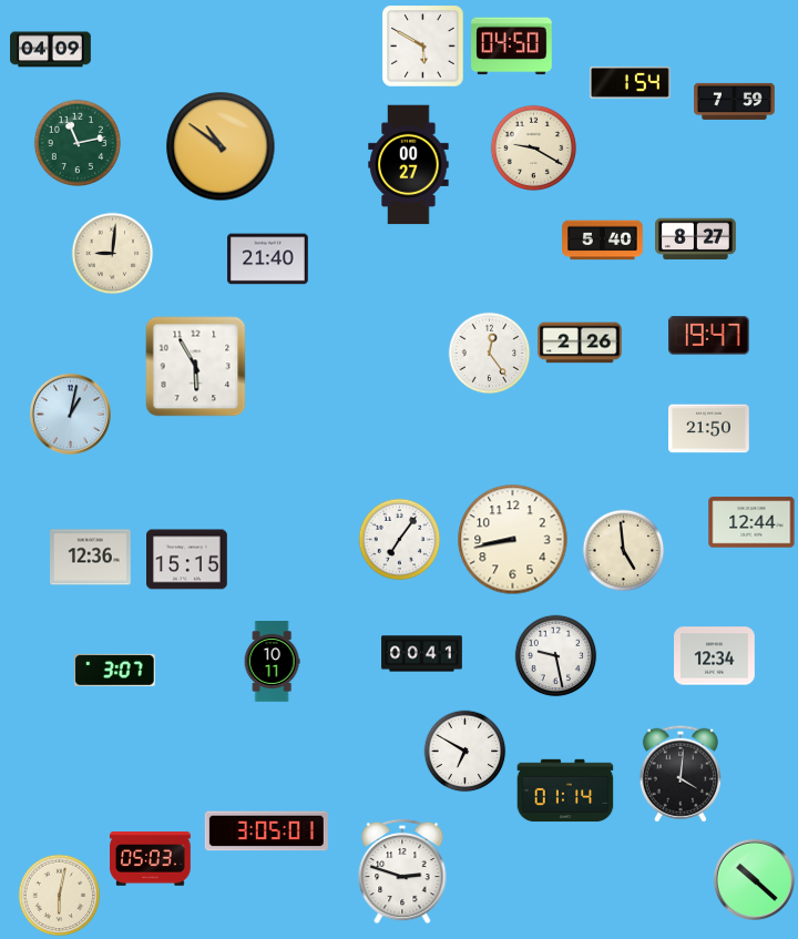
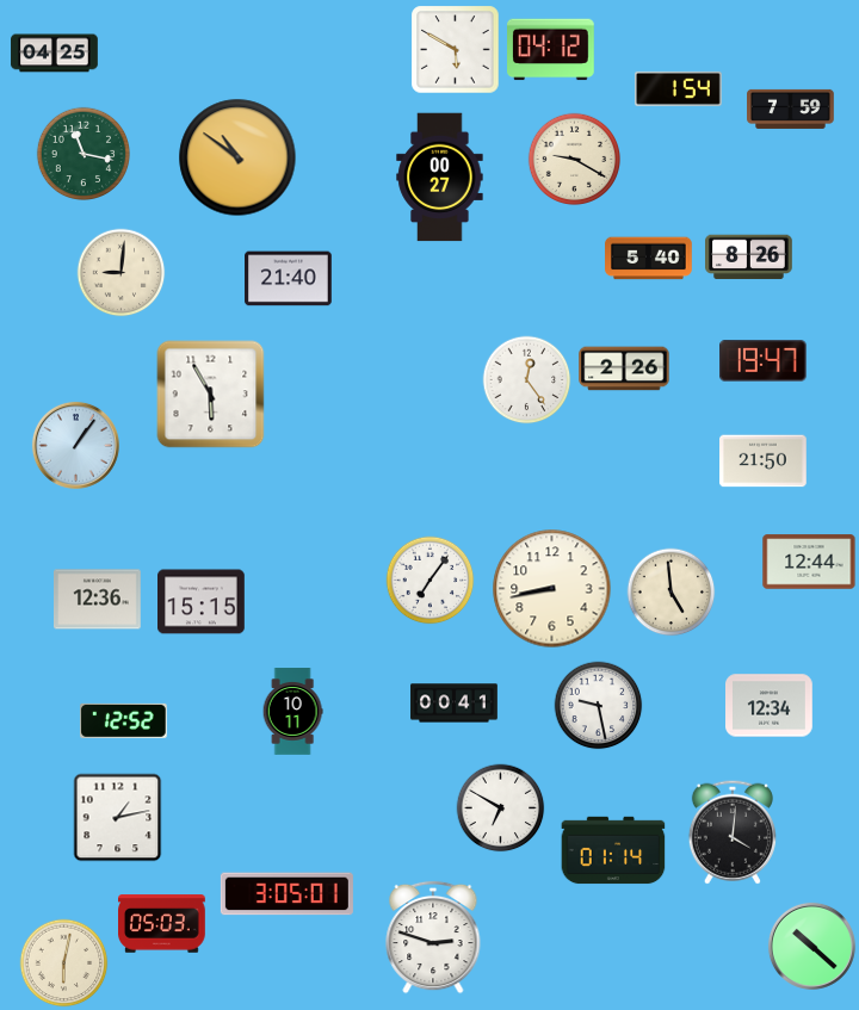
clock at (512, 47): 04:50 -> 04:12
clock at (51, 50): 04:09 -> 04:25
clock at (76, 142): 11:13 -> 11:17
clock at (696, 239): 8:27 -> 8:26
clock at (70, 414): 1:02 -> 1:06
clock at (513, 540) position: (513, 540) -> (552, 589)
clock at (115, 670): 3:07 -> 12:52
clock at (118, 818): none -> 1:13
clock at (565, 790) position: (565, 790) -> (613, 850)
